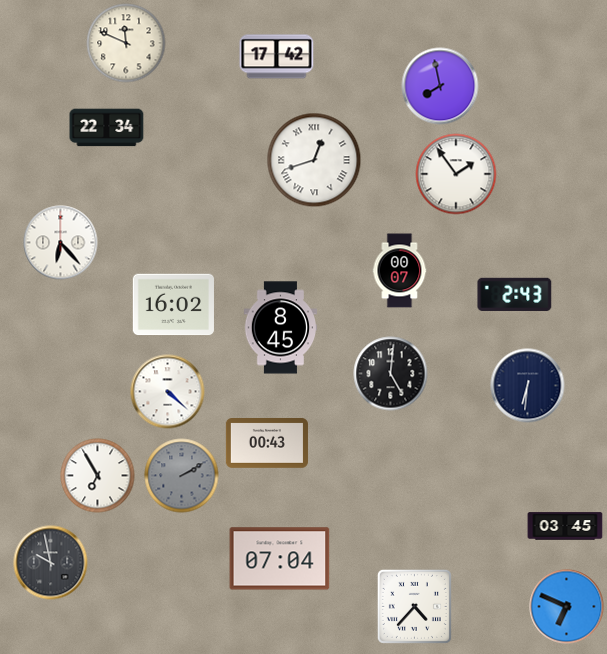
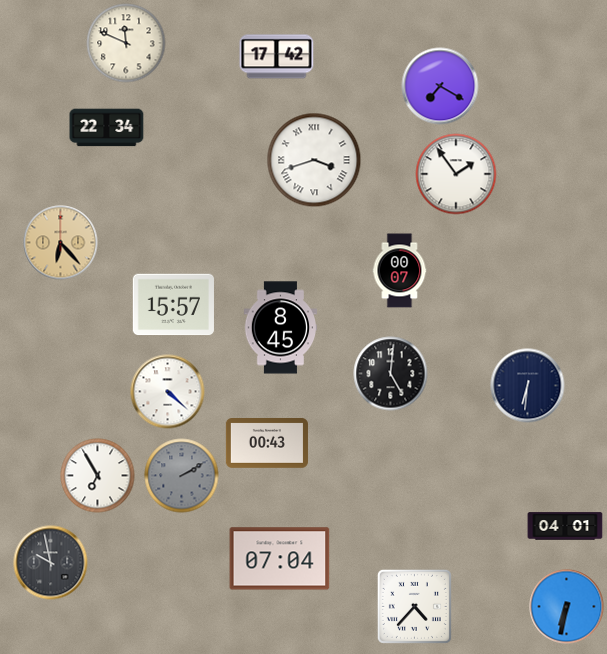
clock at (440, 86): 7:58 -> 7:20
clock at (314, 160): 12:42 -> 3:42
clock at (61, 243) dial: white -> champagne
clock at (515, 294): 2:43 -> none
clock at (173, 305): 16:02 -> 15:57
clock at (565, 526): 03:45 -> 04:01
clock at (567, 607): 6:49 -> 6:32
